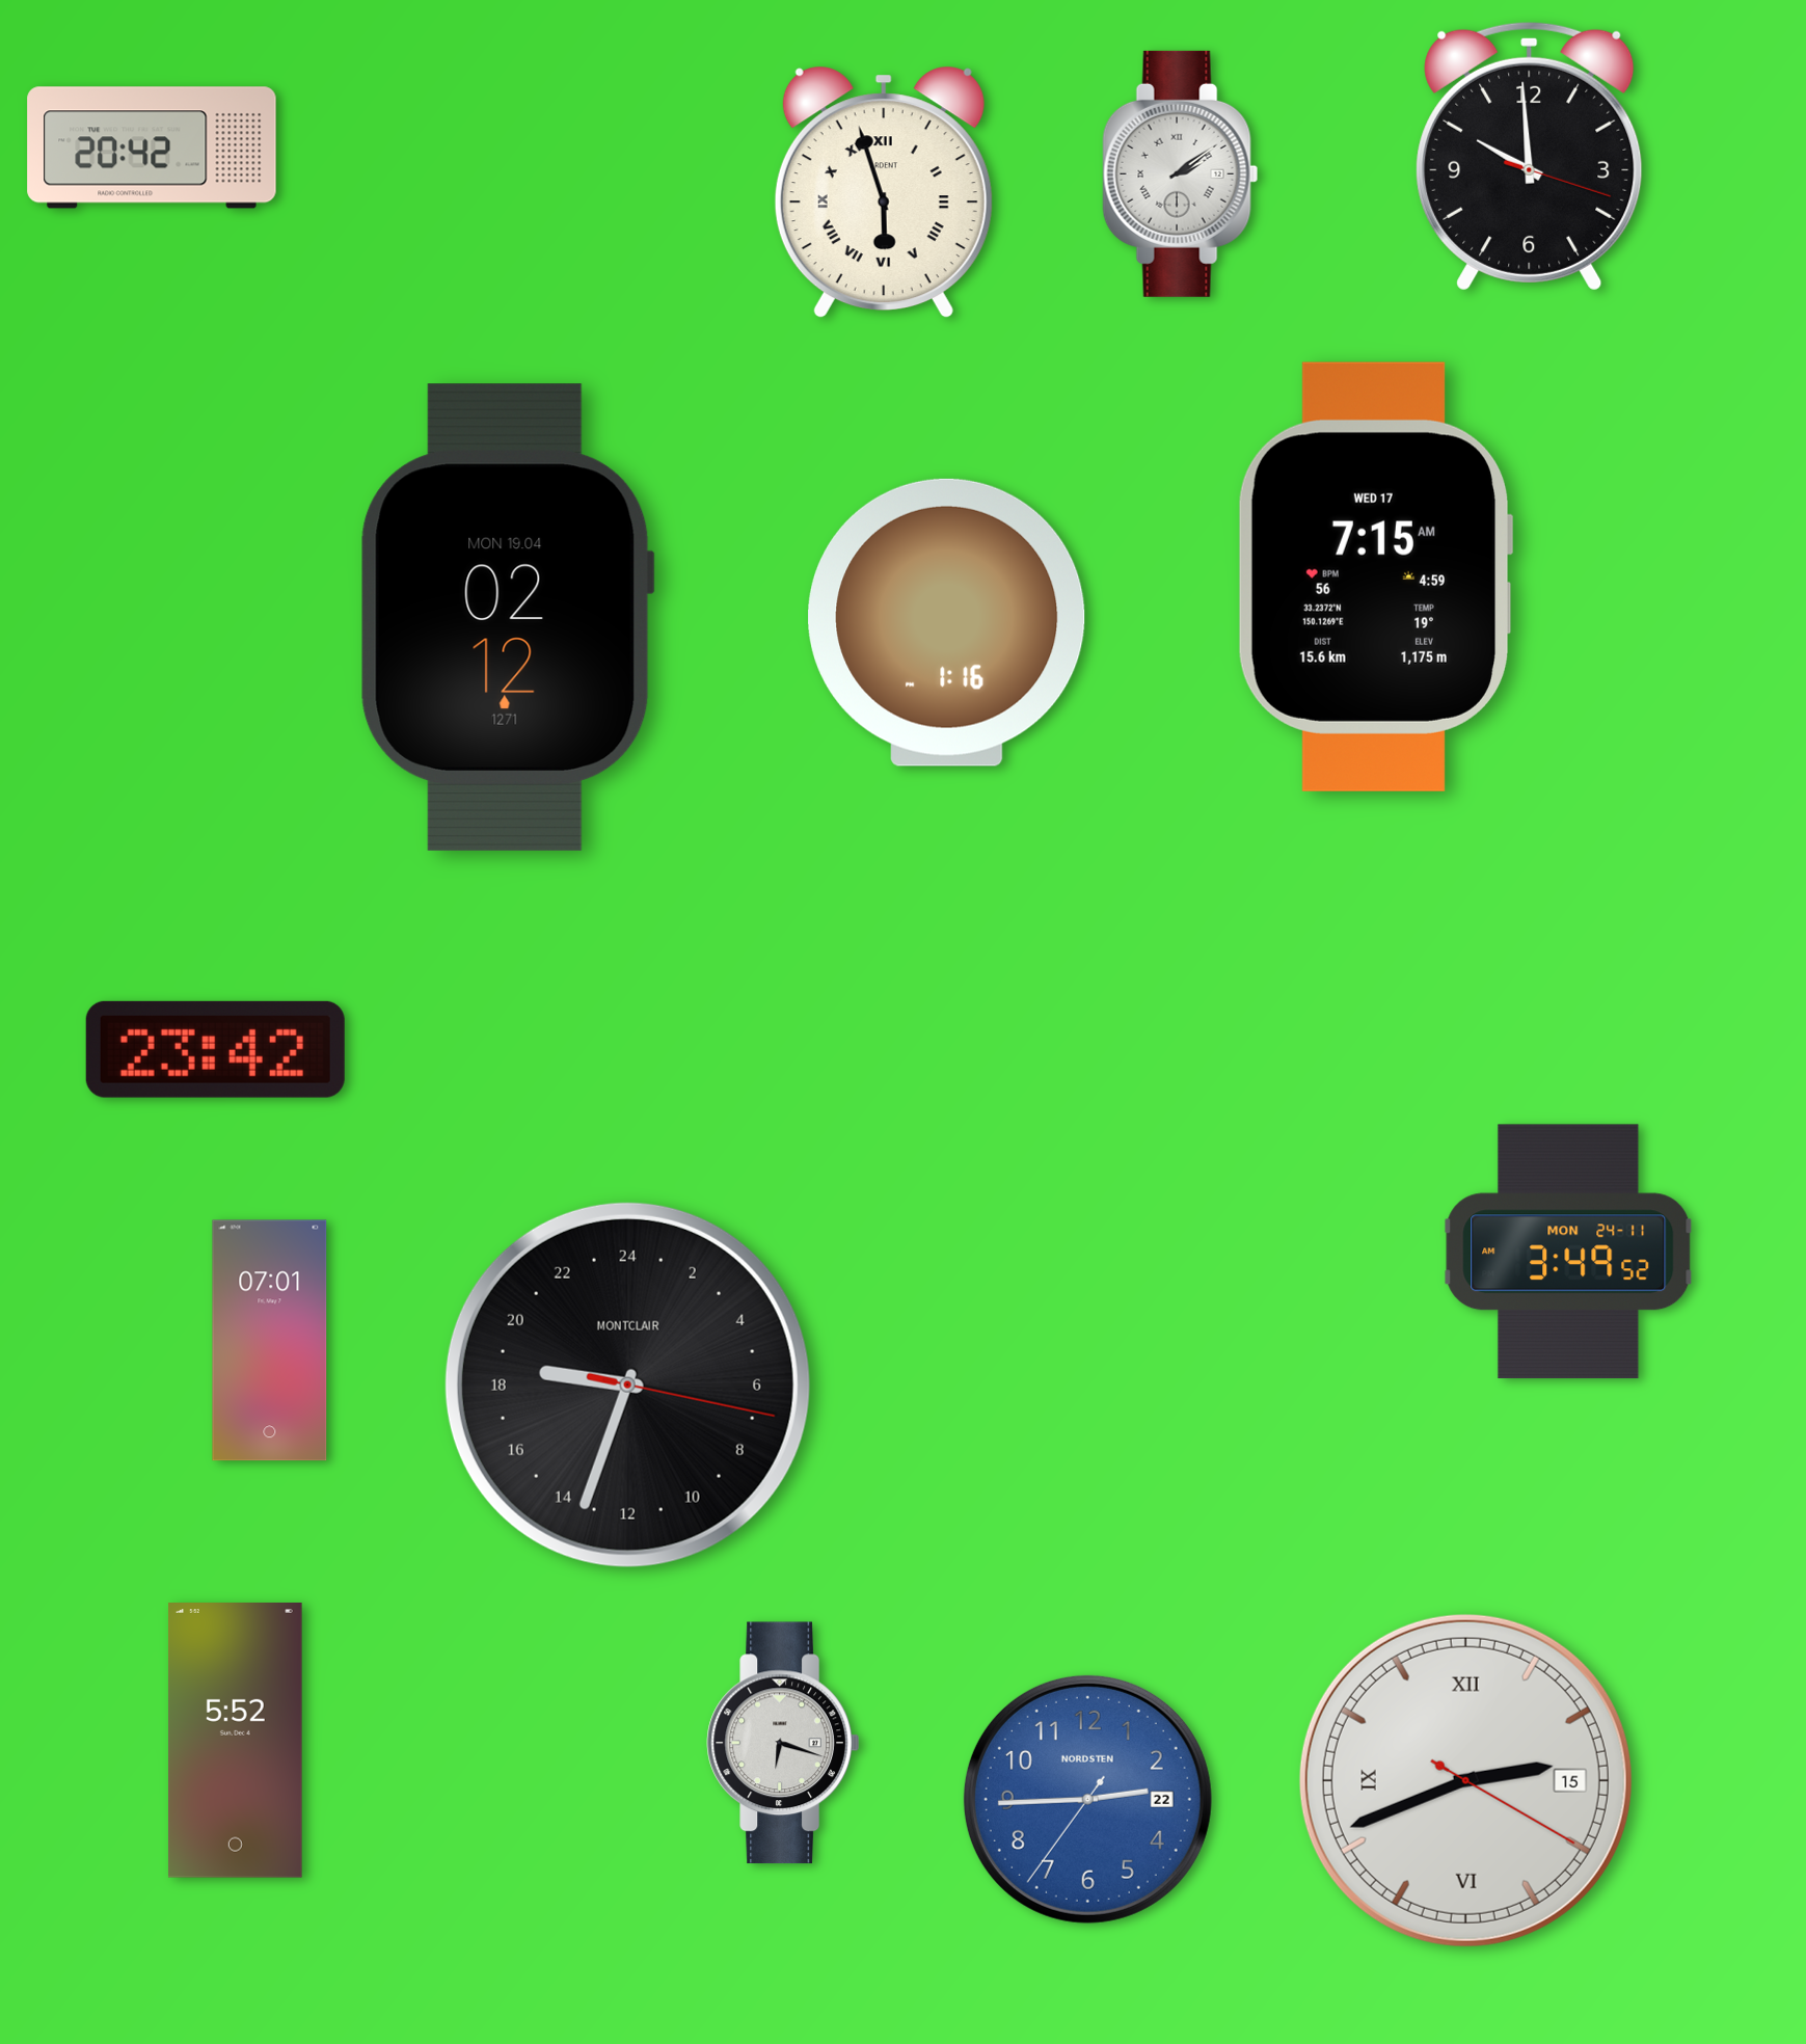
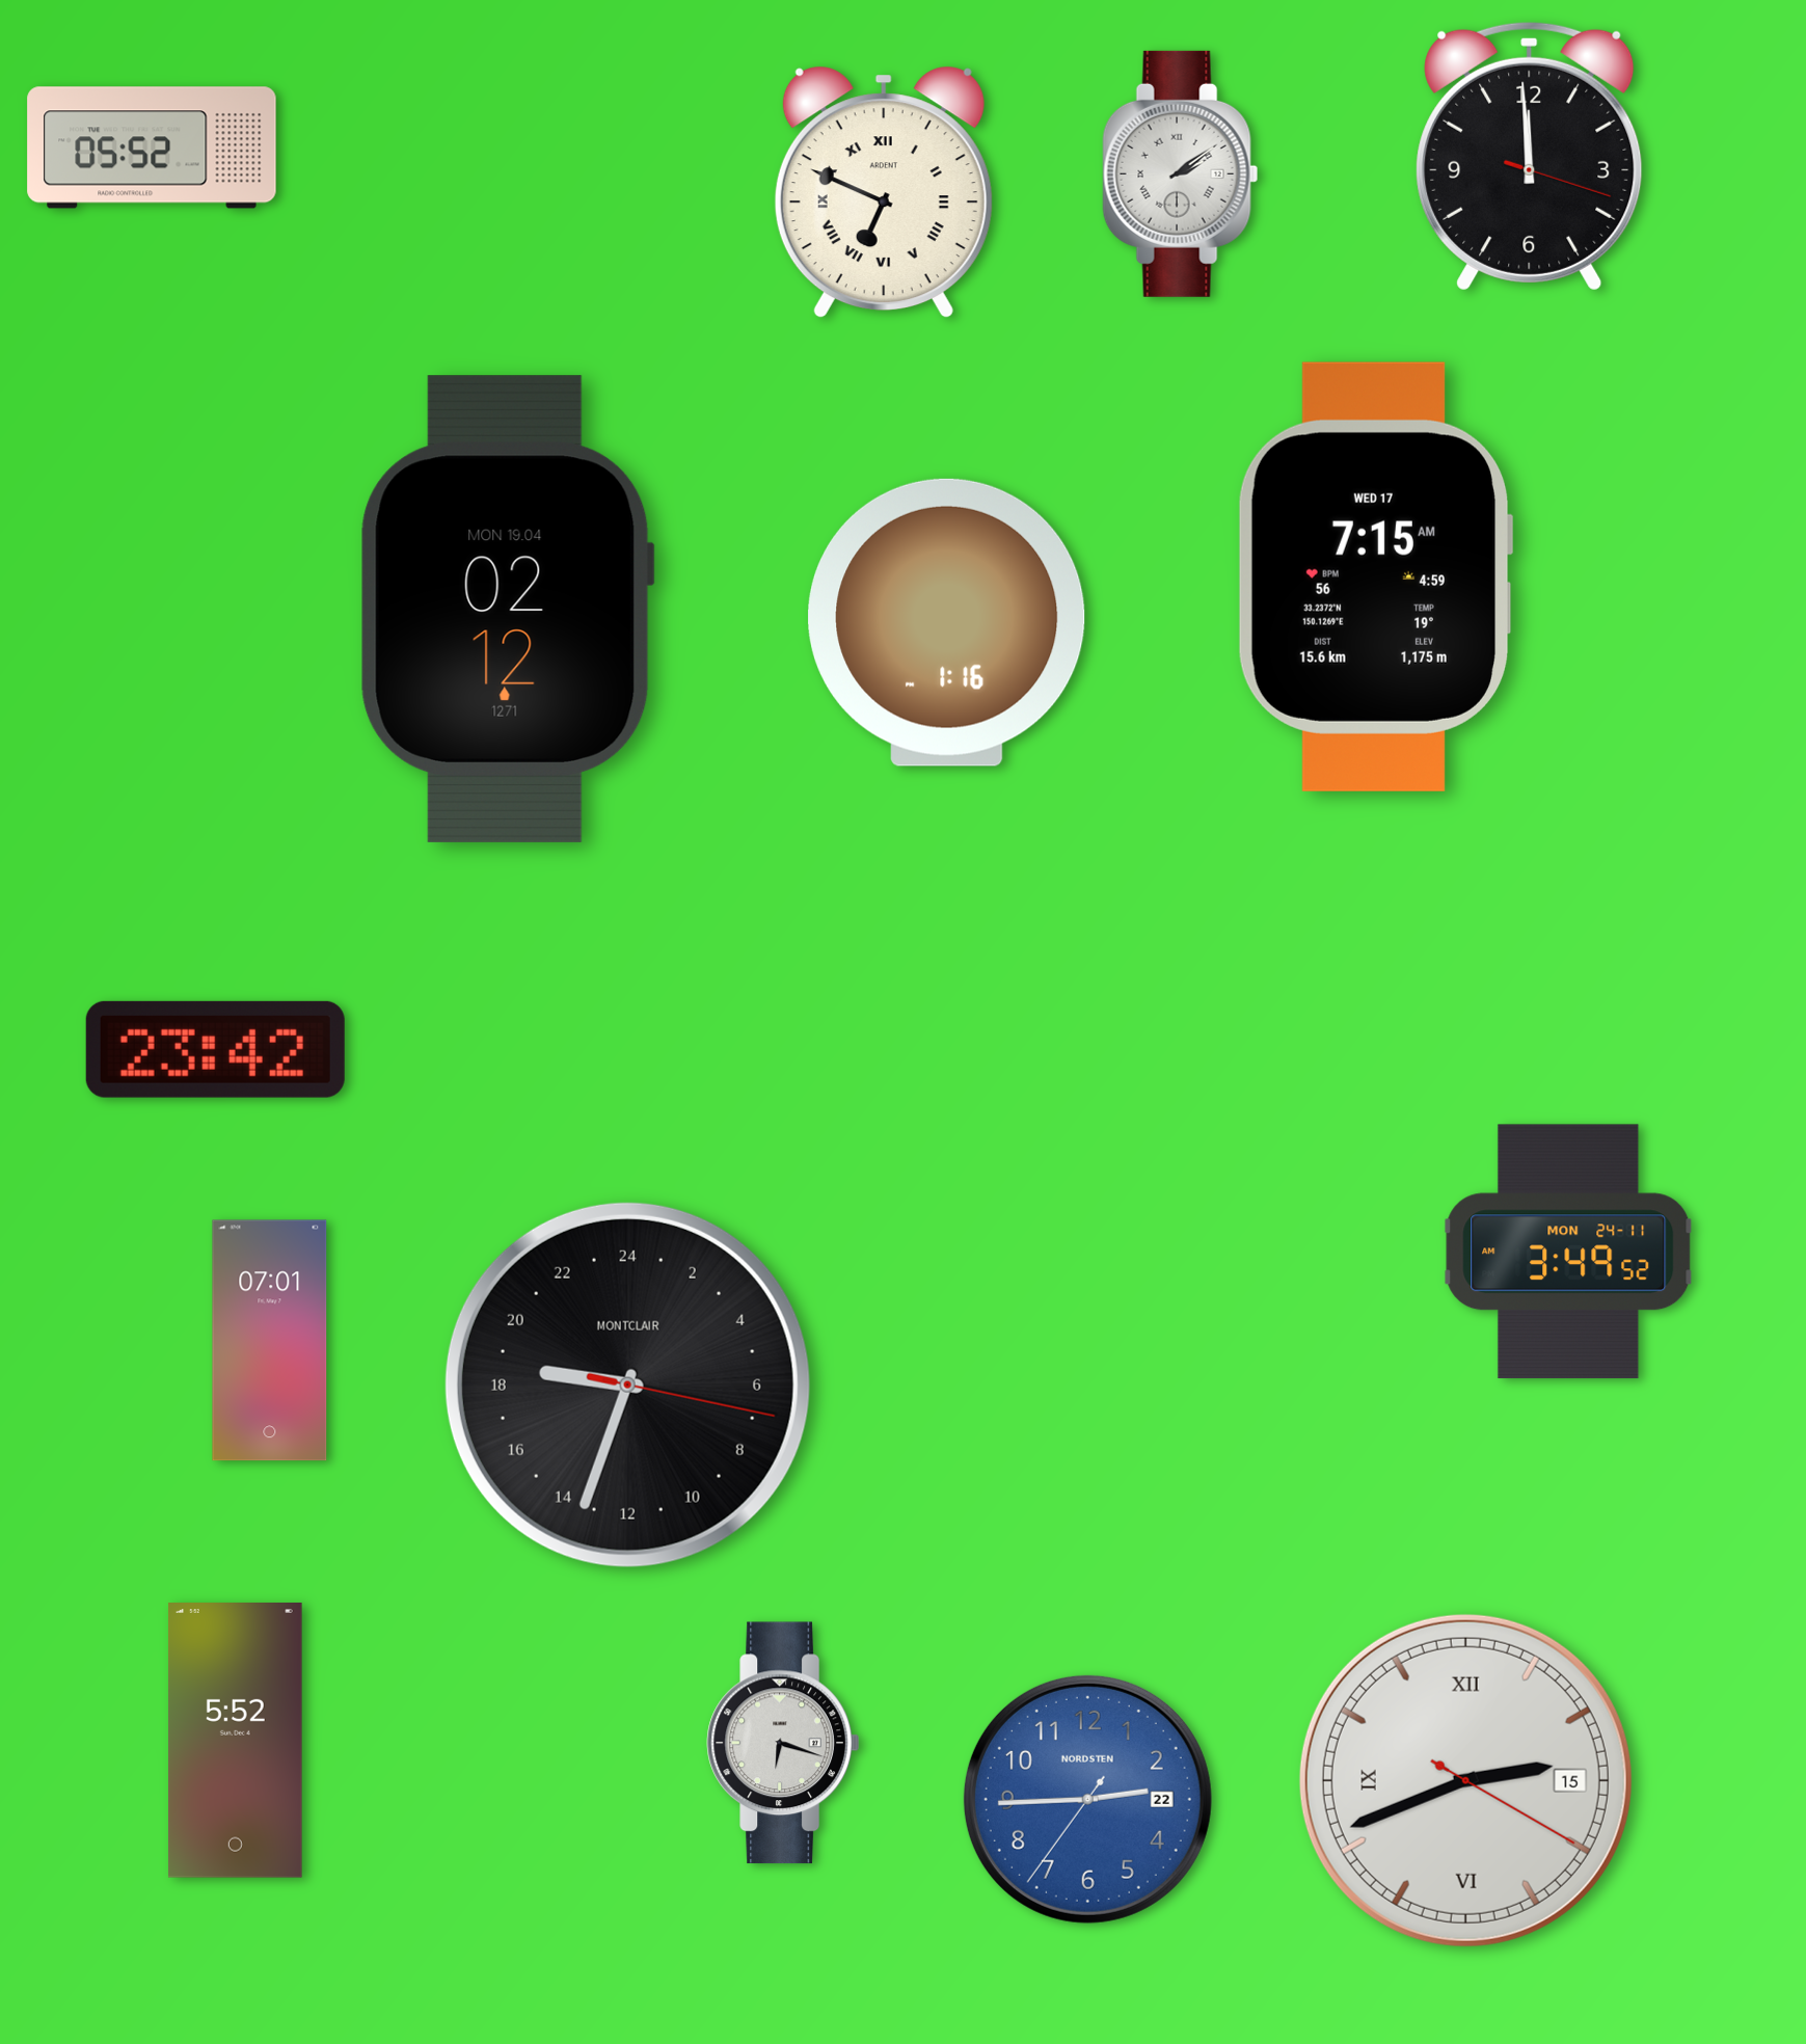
clock at (152, 147): 20:42 -> 05:52
clock at (1530, 156): 9:59 -> 11:59
clock at (884, 192): 5:57 -> 6:49
clock at (507, 617) position: (507, 617) -> (507, 609)
